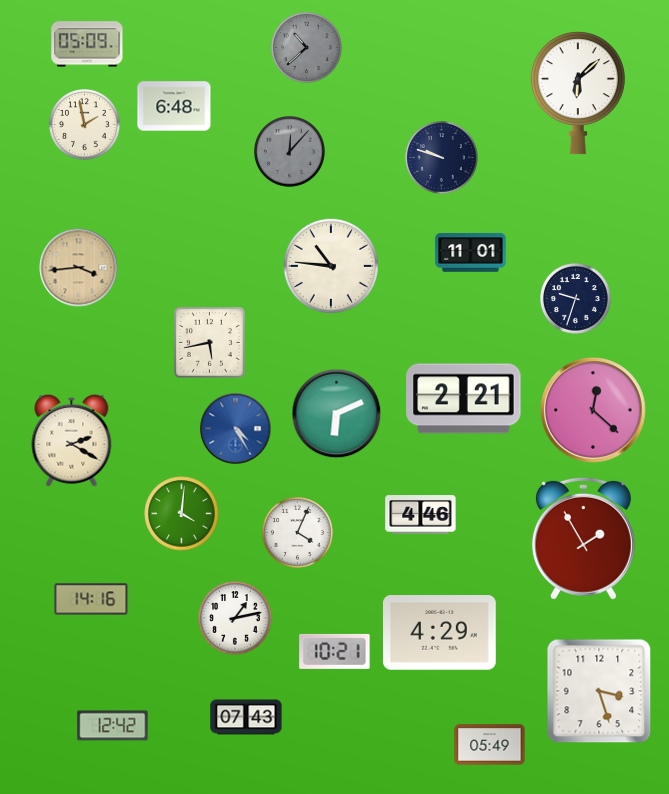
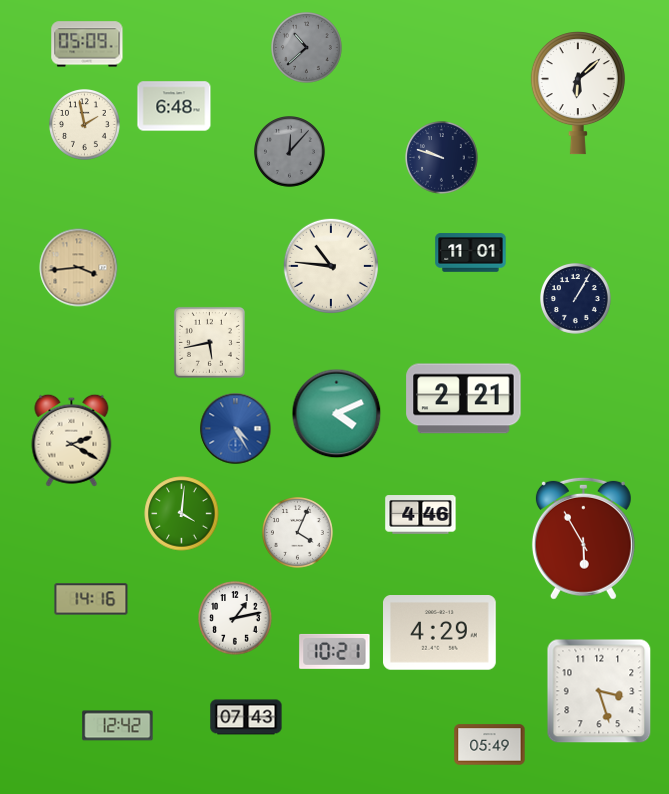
clock at (576, 299): 9:33 -> 1:05
clock at (593, 410): 12:22 -> none
clock at (337, 414): 6:11 -> 4:11
clock at (583, 538): 1:55 -> 5:55
clock at (113, 726) position: (113, 726) -> (118, 726)
